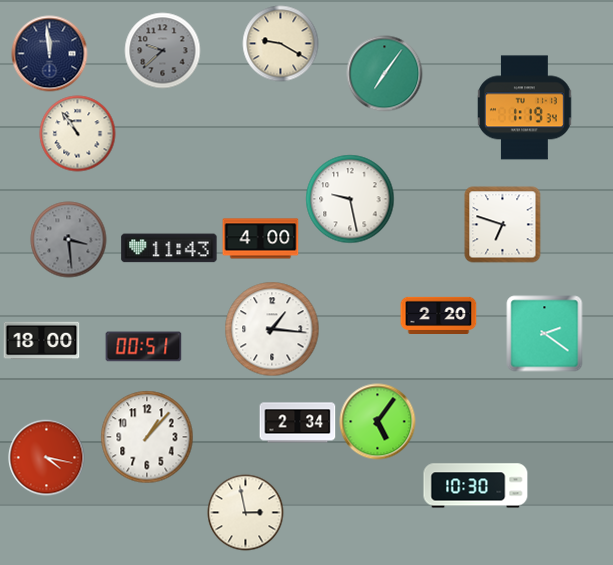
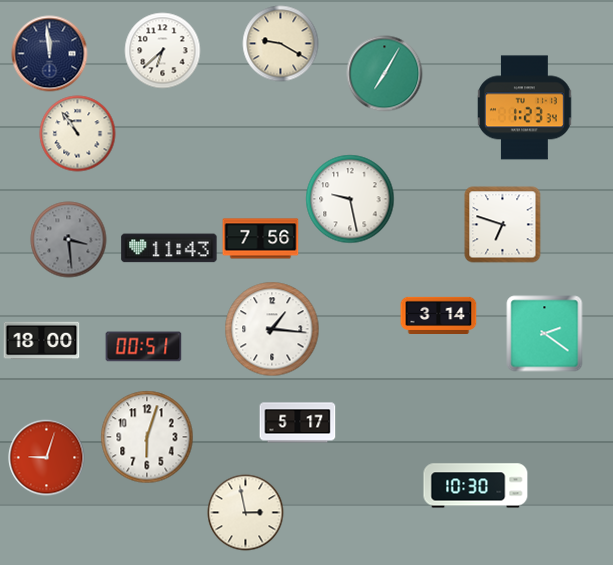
clock at (163, 51): 9:38 -> 6:38
clock at (163, 51) dial: grey -> white
clock at (385, 74): 7:06 -> 7:05
clock at (525, 108): 1:19 -> 1:23
clock at (261, 239): 4:00 -> 7:56
clock at (439, 315): 2:20 -> 3:14
clock at (378, 422): 5:06 -> none
clock at (298, 423): 2:34 -> 5:17
clock at (147, 437): 1:07 -> 6:03
clock at (47, 458): 4:17 -> 9:03
